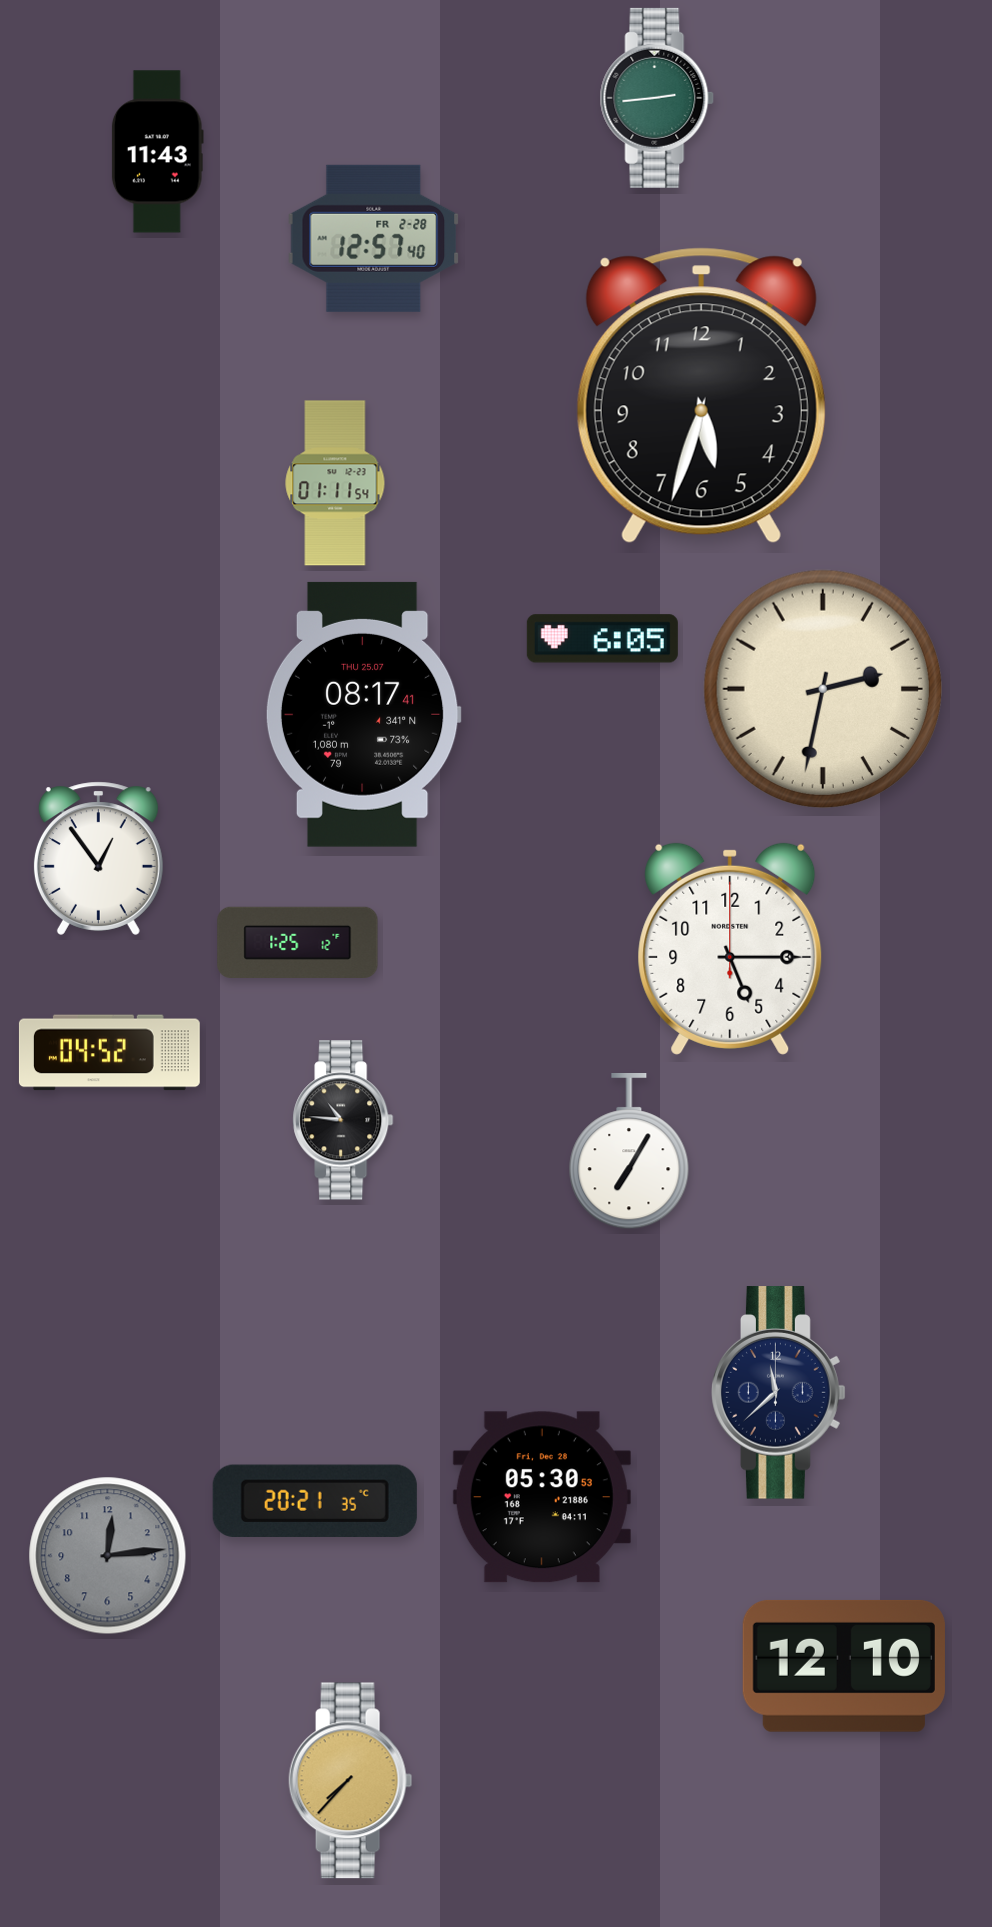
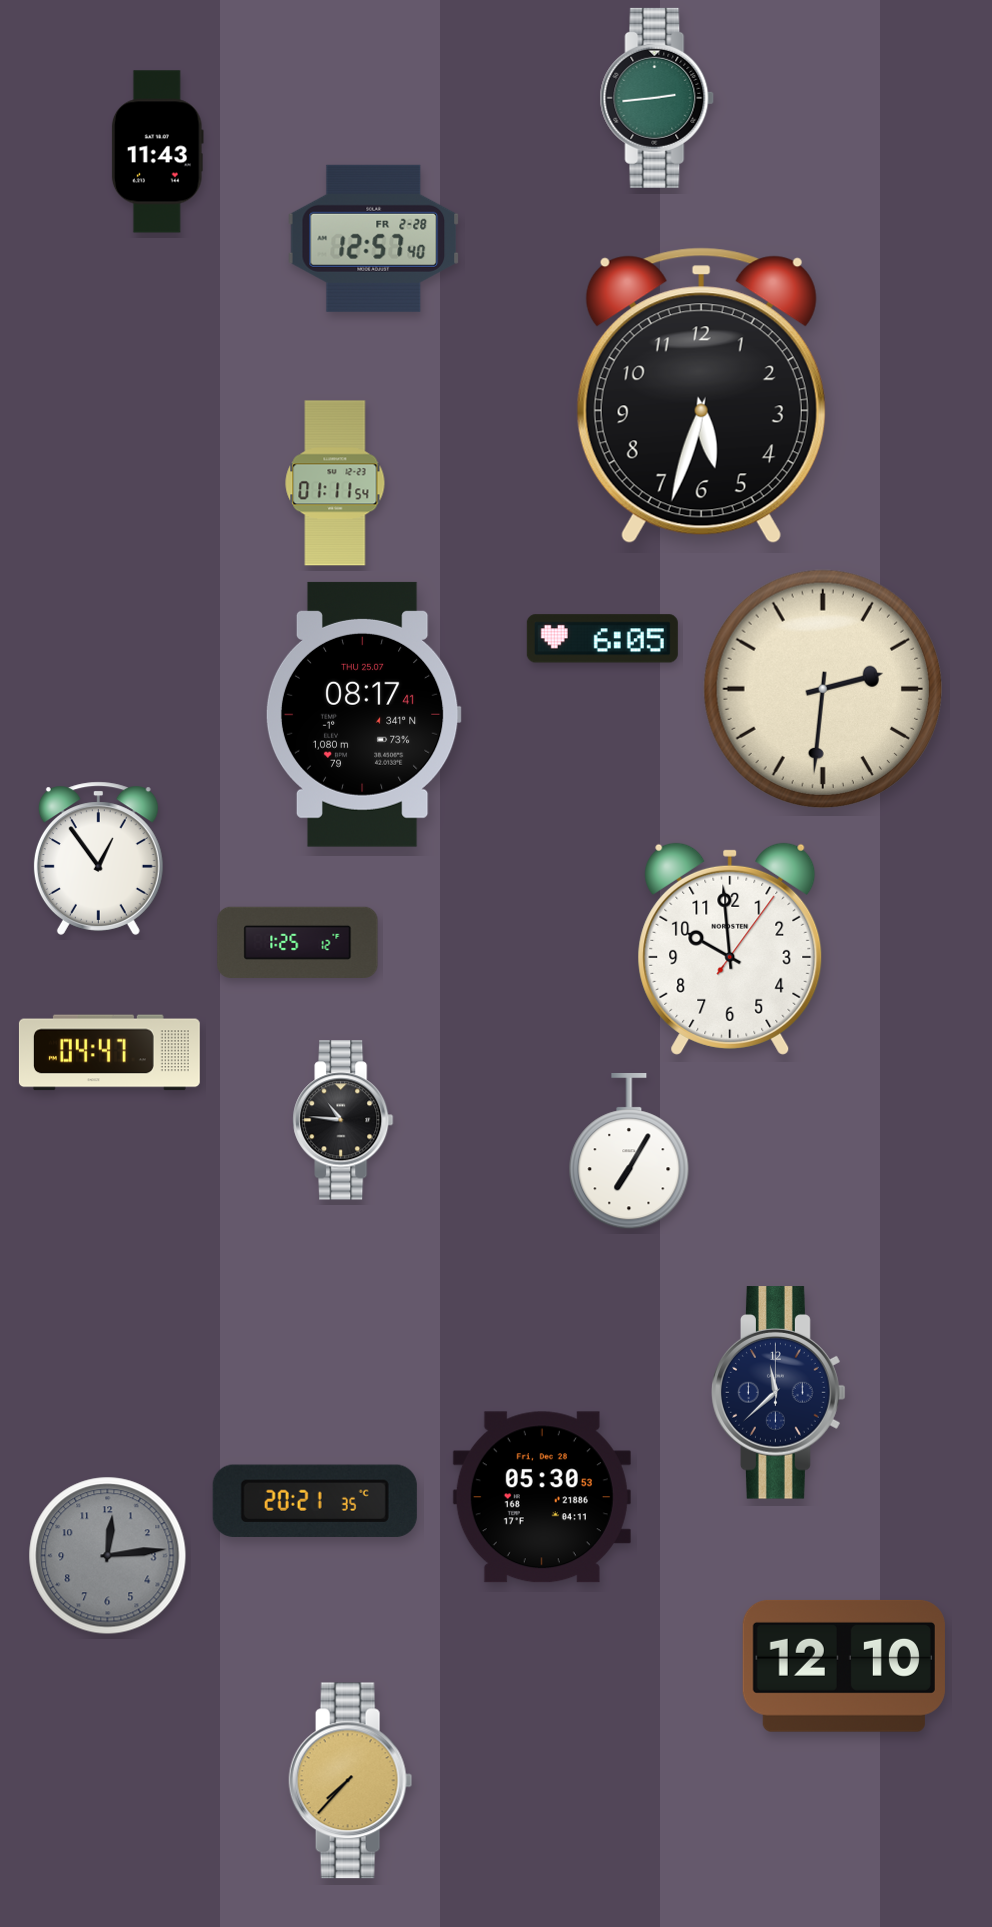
clock at (823, 689): 2:32 -> 2:31
clock at (730, 949): 5:15 -> 9:59
clock at (109, 1053): 04:52 -> 04:47
